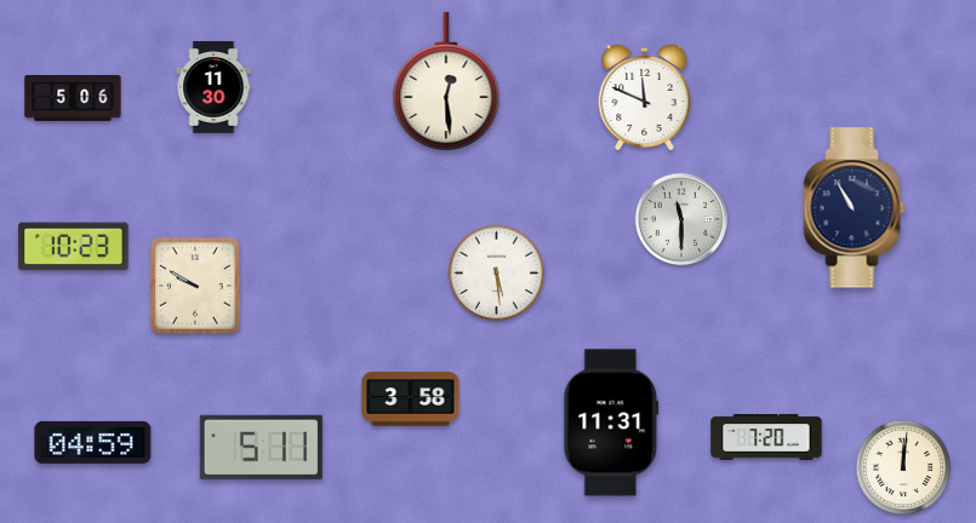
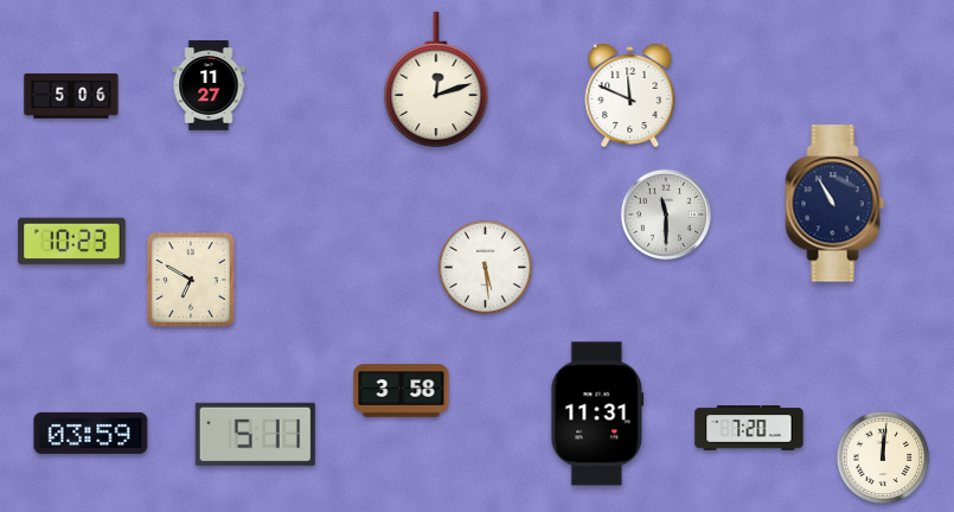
clock at (446, 81): 12:29 -> 12:12
clock at (213, 87): 11:30 -> 11:27
clock at (195, 286): 9:50 -> 6:50
clock at (93, 442): 04:59 -> 03:59
clock at (261, 447) position: (261, 447) -> (255, 434)
